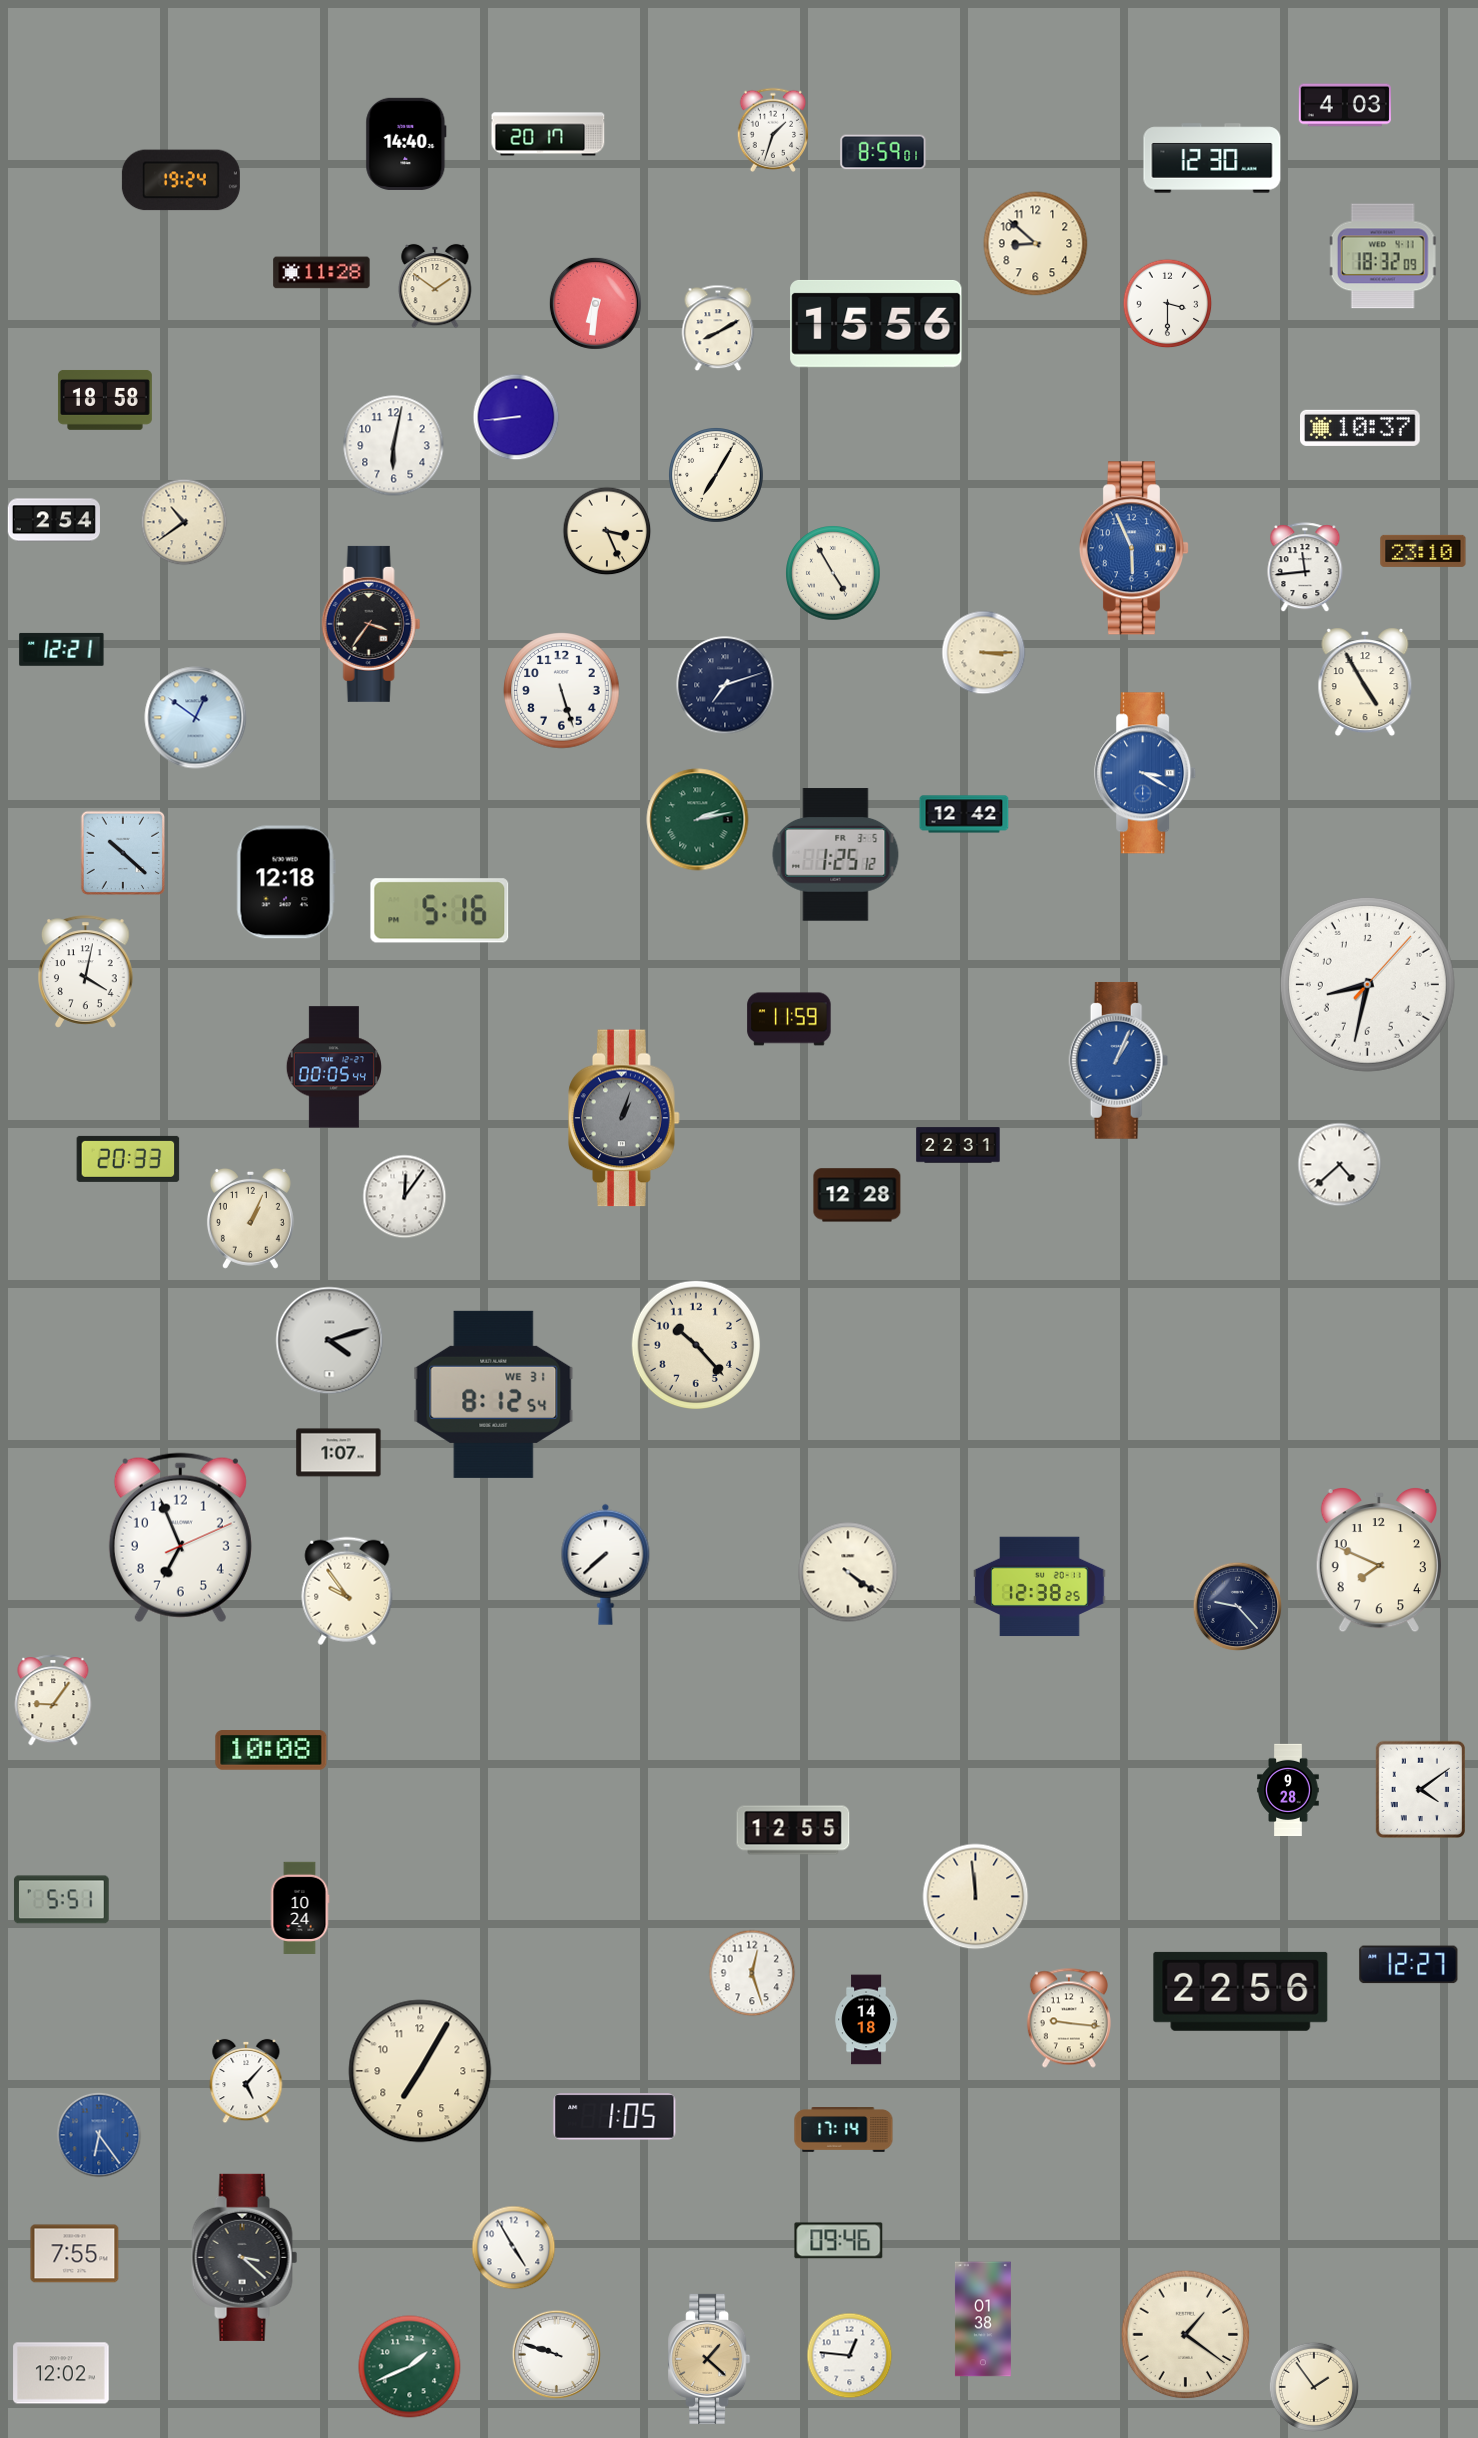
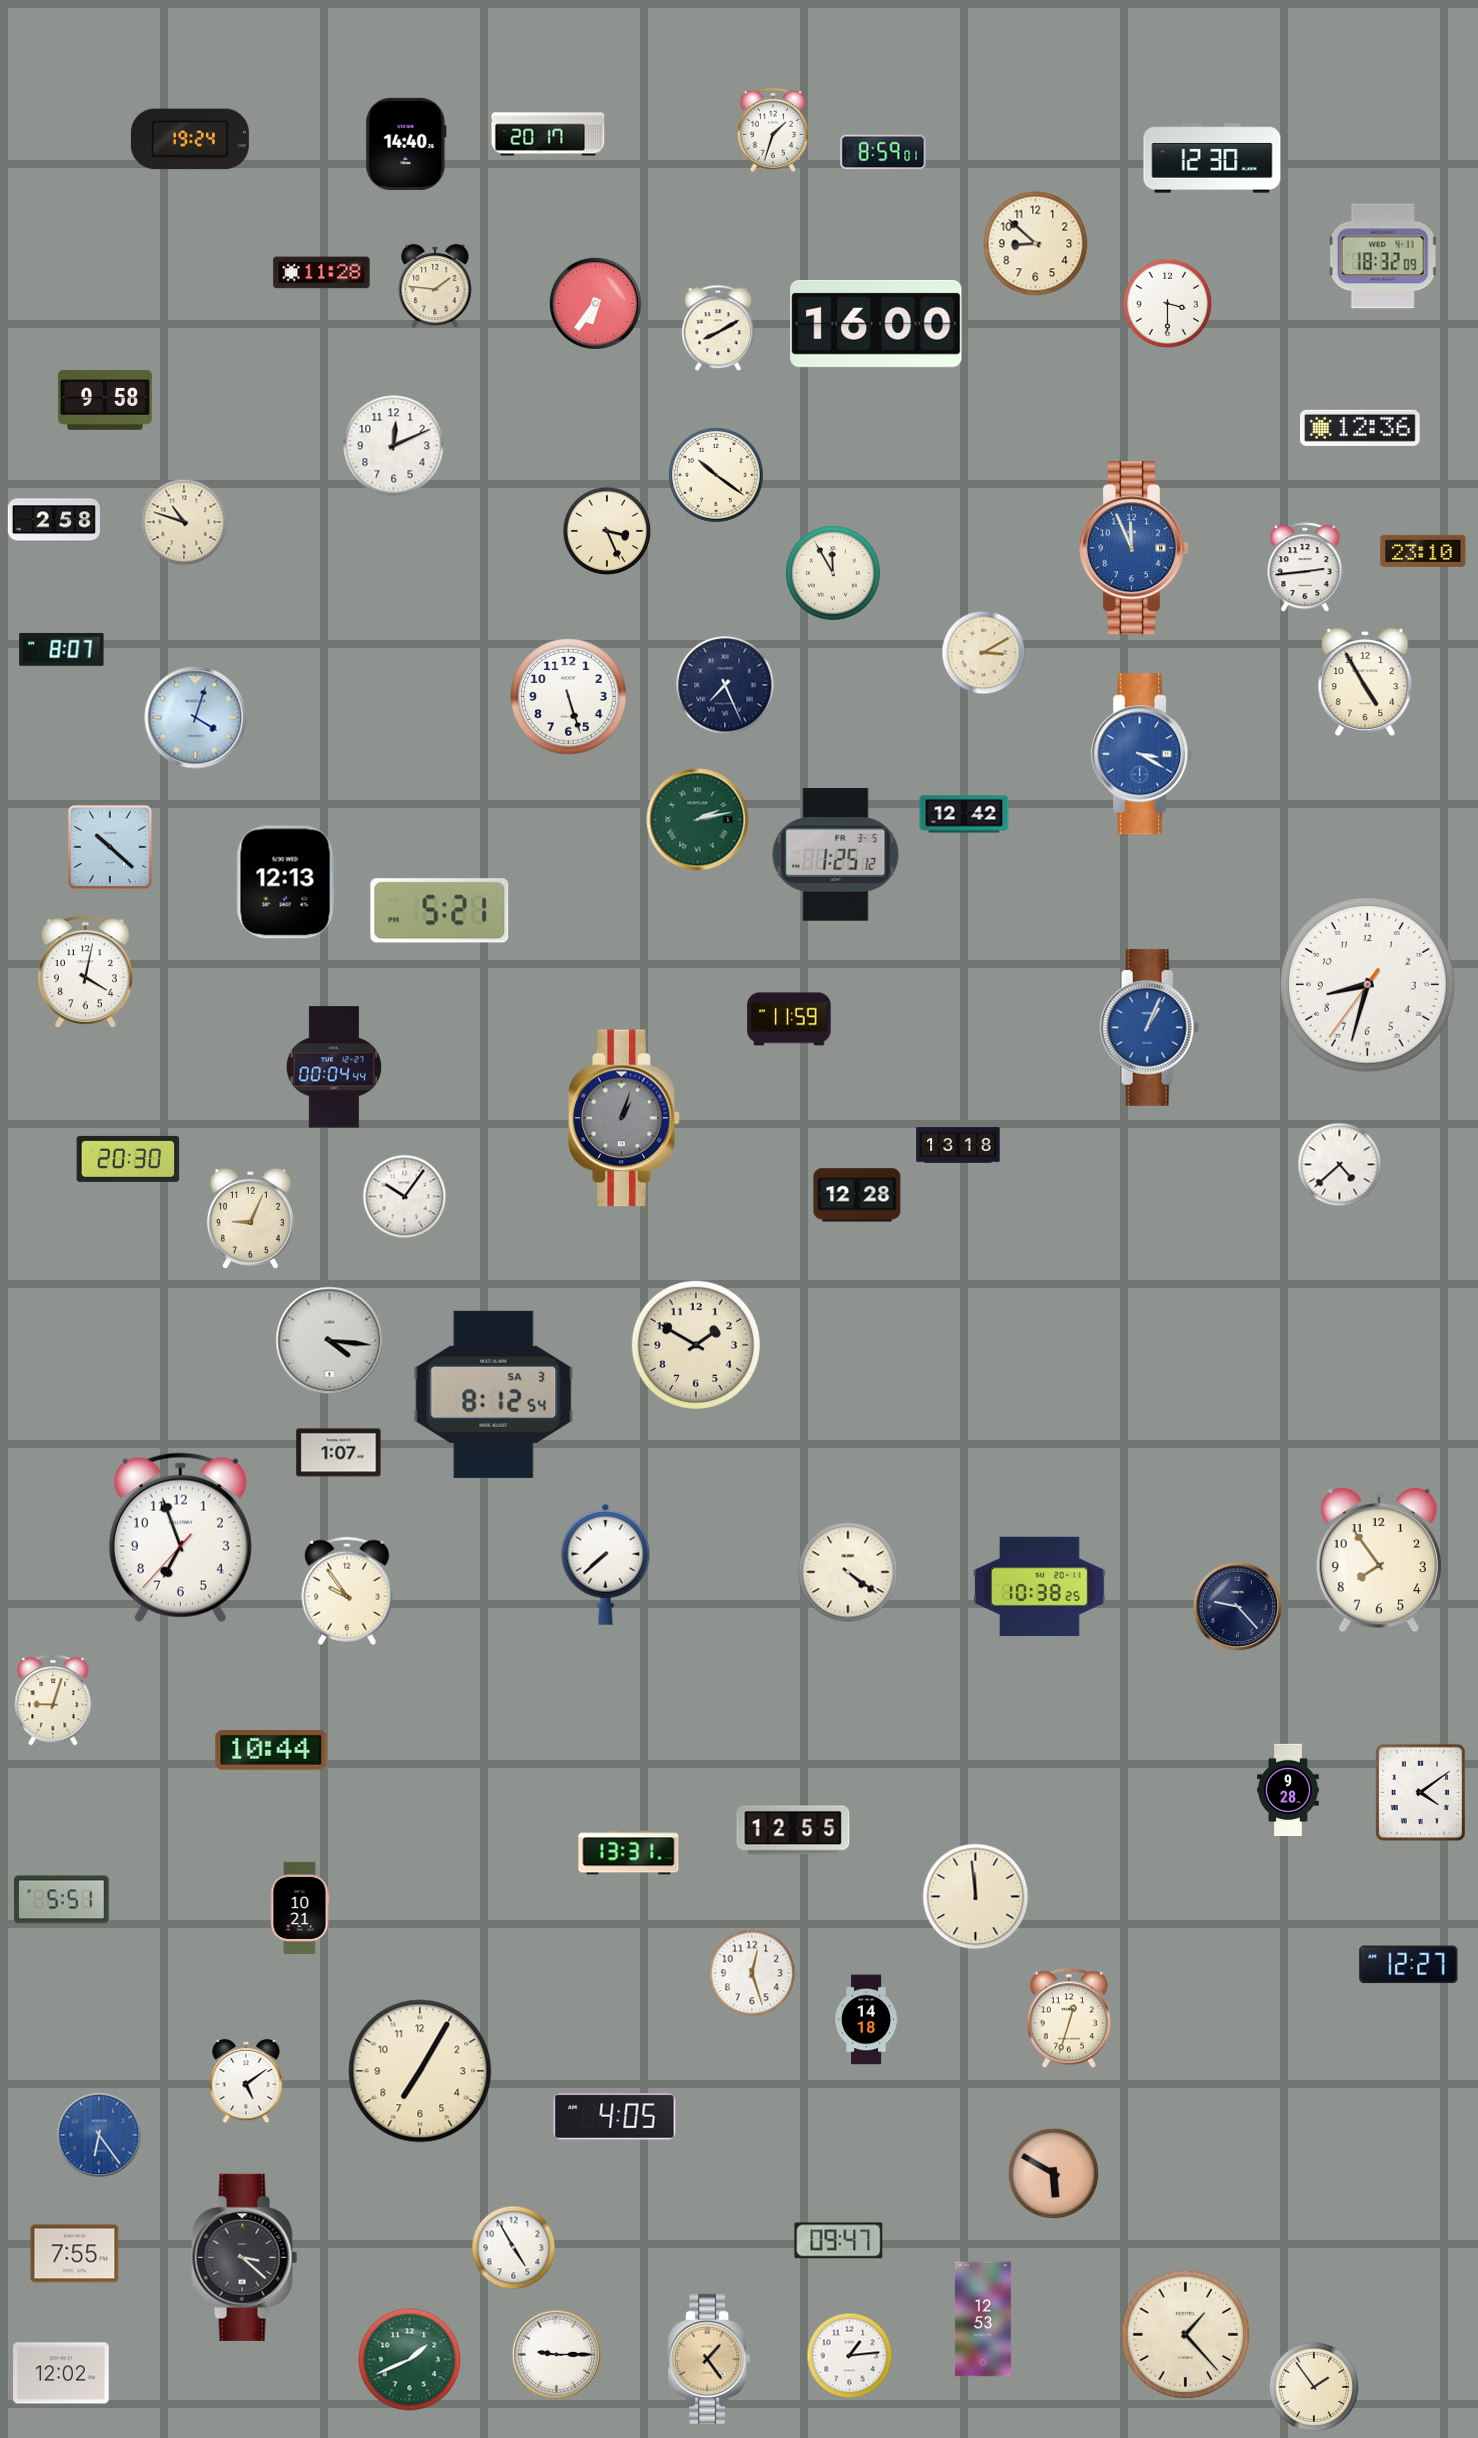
clock at (1345, 105): 4:03 -> none
clock at (181, 180) position: (181, 180) -> (190, 139)
clock at (435, 286): 1:51 -> 1:46
clock at (595, 303): 6:31 -> 6:36
clock at (876, 324): 15:56 -> 16:00
clock at (105, 400): 18:58 -> 9:58
clock at (516, 417): 8:44 -> none
clock at (1361, 428): 10:37 -> 12:36
clock at (394, 446): 6:02 -> 12:11
clock at (716, 475): 7:05 -> 10:21
clock at (54, 520): 2:54 -> 2:58
clock at (184, 522): 10:39 -> 10:48
clock at (1133, 548): 5:56 -> 11:56
clock at (1305, 568): 11:44 -> 2:44
clock at (833, 573): 4:55 -> 11:55
clock at (371, 624): 3:36 -> none
clock at (62, 649): 12:21 -> 8:07
clock at (984, 653): 3:15 -> 3:10
clock at (725, 685): 7:12 -> 7:26
clock at (562, 691) position: (562, 691) -> (569, 697)
clock at (196, 718): 12:51 -> 4:03
clock at (1146, 773) position: (1146, 773) -> (1143, 754)
clock at (123, 853) position: (123, 853) -> (110, 847)
clock at (286, 882): 12:18 -> 12:13
clock at (440, 911): 5:16 -> 5:21
clock at (1367, 984): 8:32:07 -> 8:32:36
clock at (1119, 1060) position: (1119, 1060) -> (1150, 1027)
clock at (334, 1067): 00:05 -> 00:04
clock at (958, 1145): 22:31 -> 13:18
clock at (128, 1159): 20:33 -> 20:30
clock at (405, 1197): 12:06 -> 10:06
clock at (250, 1218): 1:04 -> 9:04
clock at (330, 1341): 4:12 -> 4:16
clock at (696, 1345): 10:23 -> 1:50
clock at (494, 1394) date: WE 31 -> SA 3
clock at (180, 1538): 6:56:11 -> 6:56:37
clock at (1379, 1561): 7:49 -> 7:54
clock at (1040, 1587): 12:38 -> 10:38
clock at (53, 1700): 9:06 -> 9:03
clock at (271, 1751): 10:08 -> 10:44
clock at (1420, 1789) position: (1420, 1789) -> (1420, 1792)
clock at (629, 1853): none -> 13:31
clock at (300, 1908): 10:24 -> 10:21
clock at (1241, 1991): 22:56 -> none
clock at (1069, 2018): 9:16 -> 12:33
clock at (246, 2081): 5:07 -> 5:09
clock at (615, 2117): 1:05 -> 4:05
clock at (844, 2130): 17:14 -> none
clock at (1053, 2173): none -> 5:50
clock at (839, 2241): 09:46 -> 09:47
clock at (983, 2319): 01:38 -> 12:53
clock at (1186, 2335): 1:21 -> 1:23
clock at (557, 2355): 9:48 -> 9:15
clock at (850, 2356): 12:46 -> 1:14
clock at (709, 2359): 1:22 -> 1:24
clock at (410, 2367) position: (410, 2367) -> (410, 2360)
